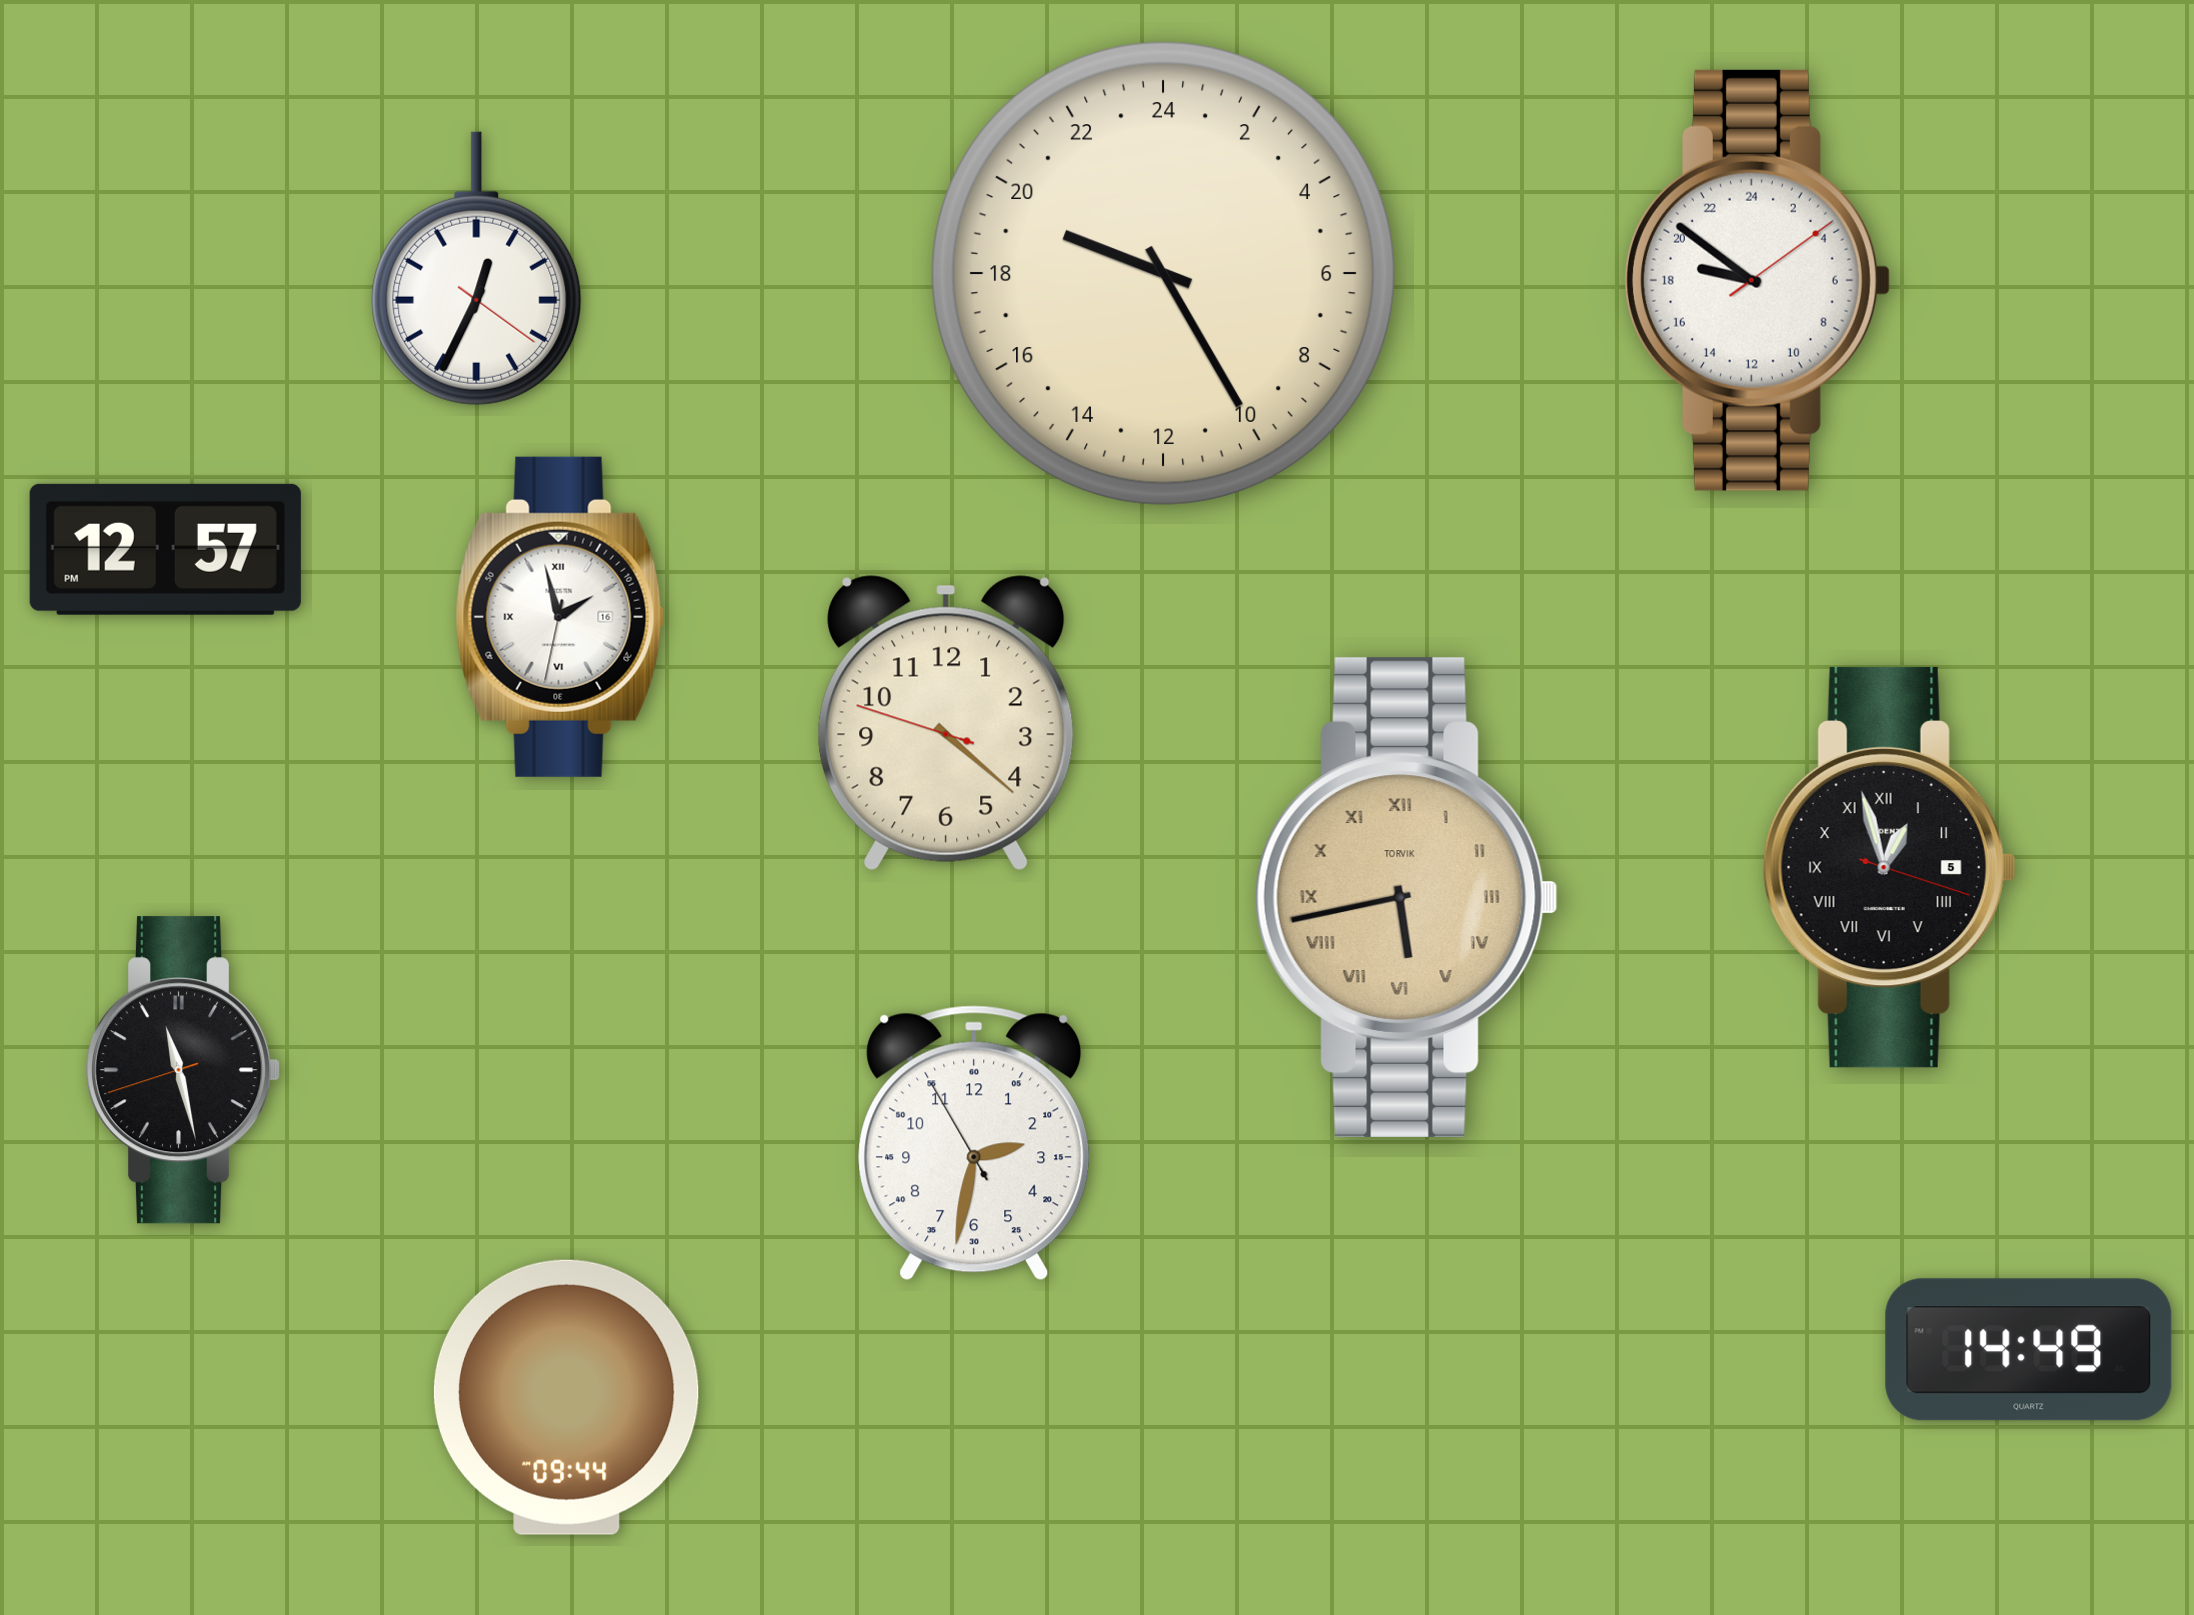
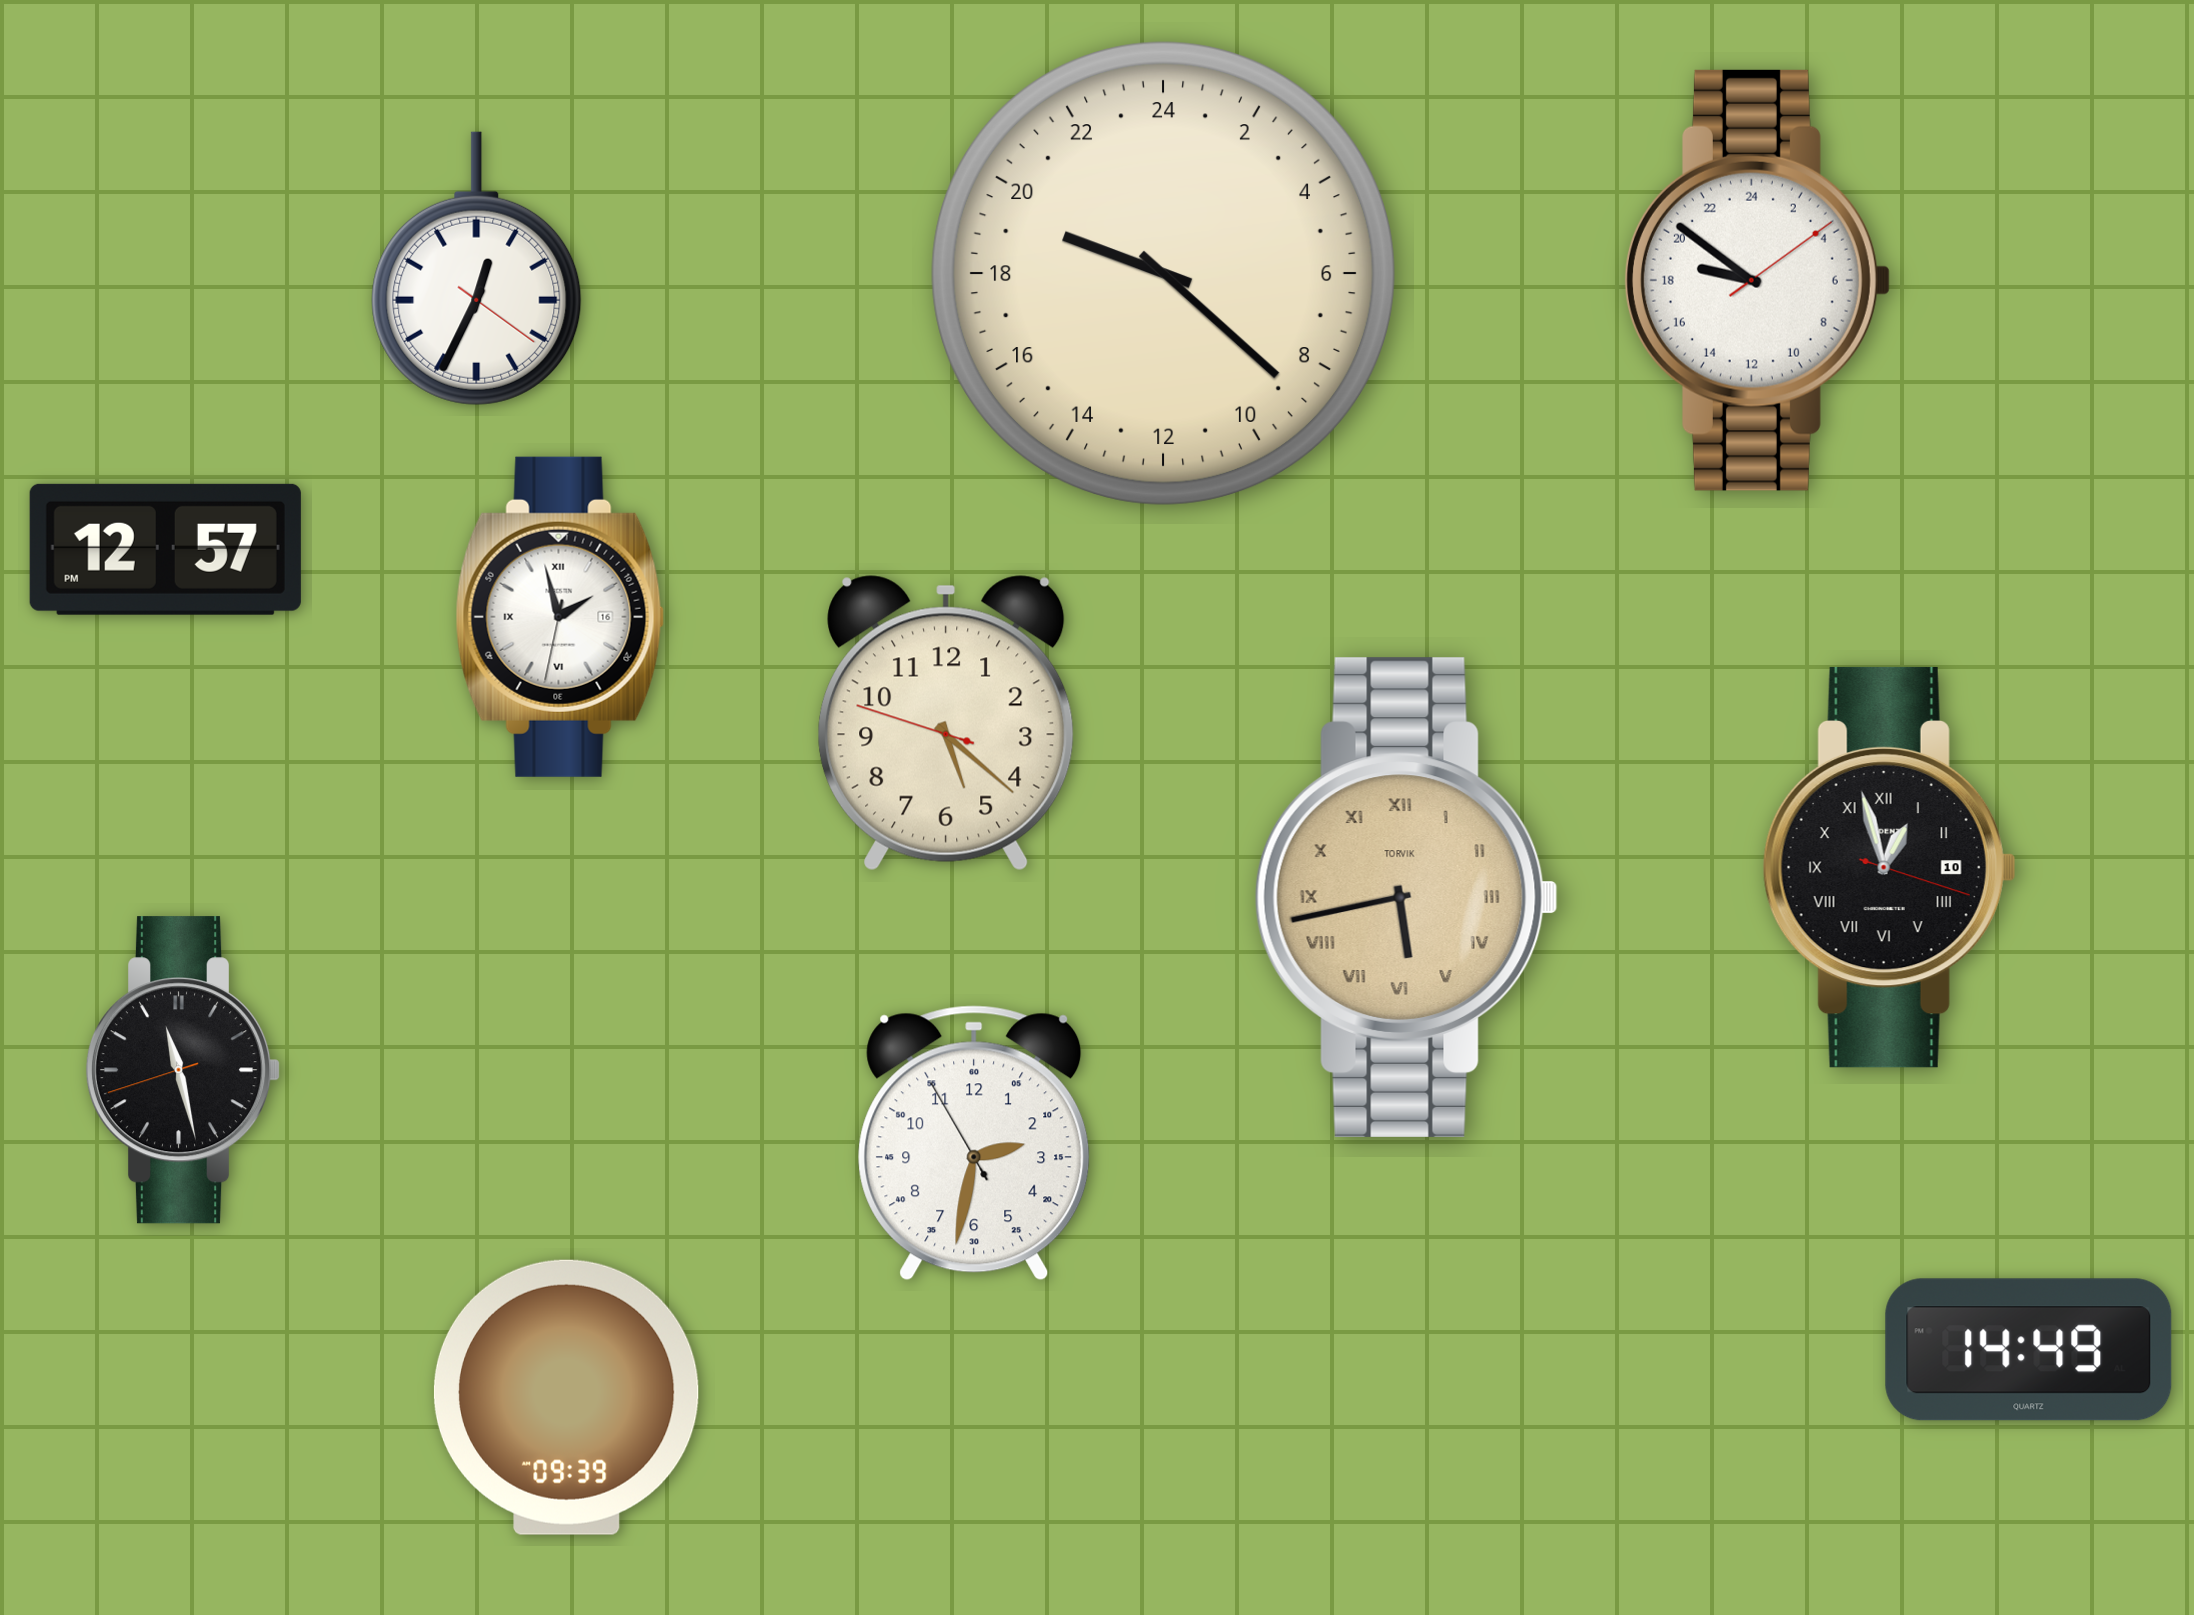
clock at (1163, 273): 19:25 -> 19:22
clock at (946, 723): 4:21 -> 5:21
clock at (1889, 867) date: 5 -> 10
clock at (566, 1397): 09:44 -> 09:39
